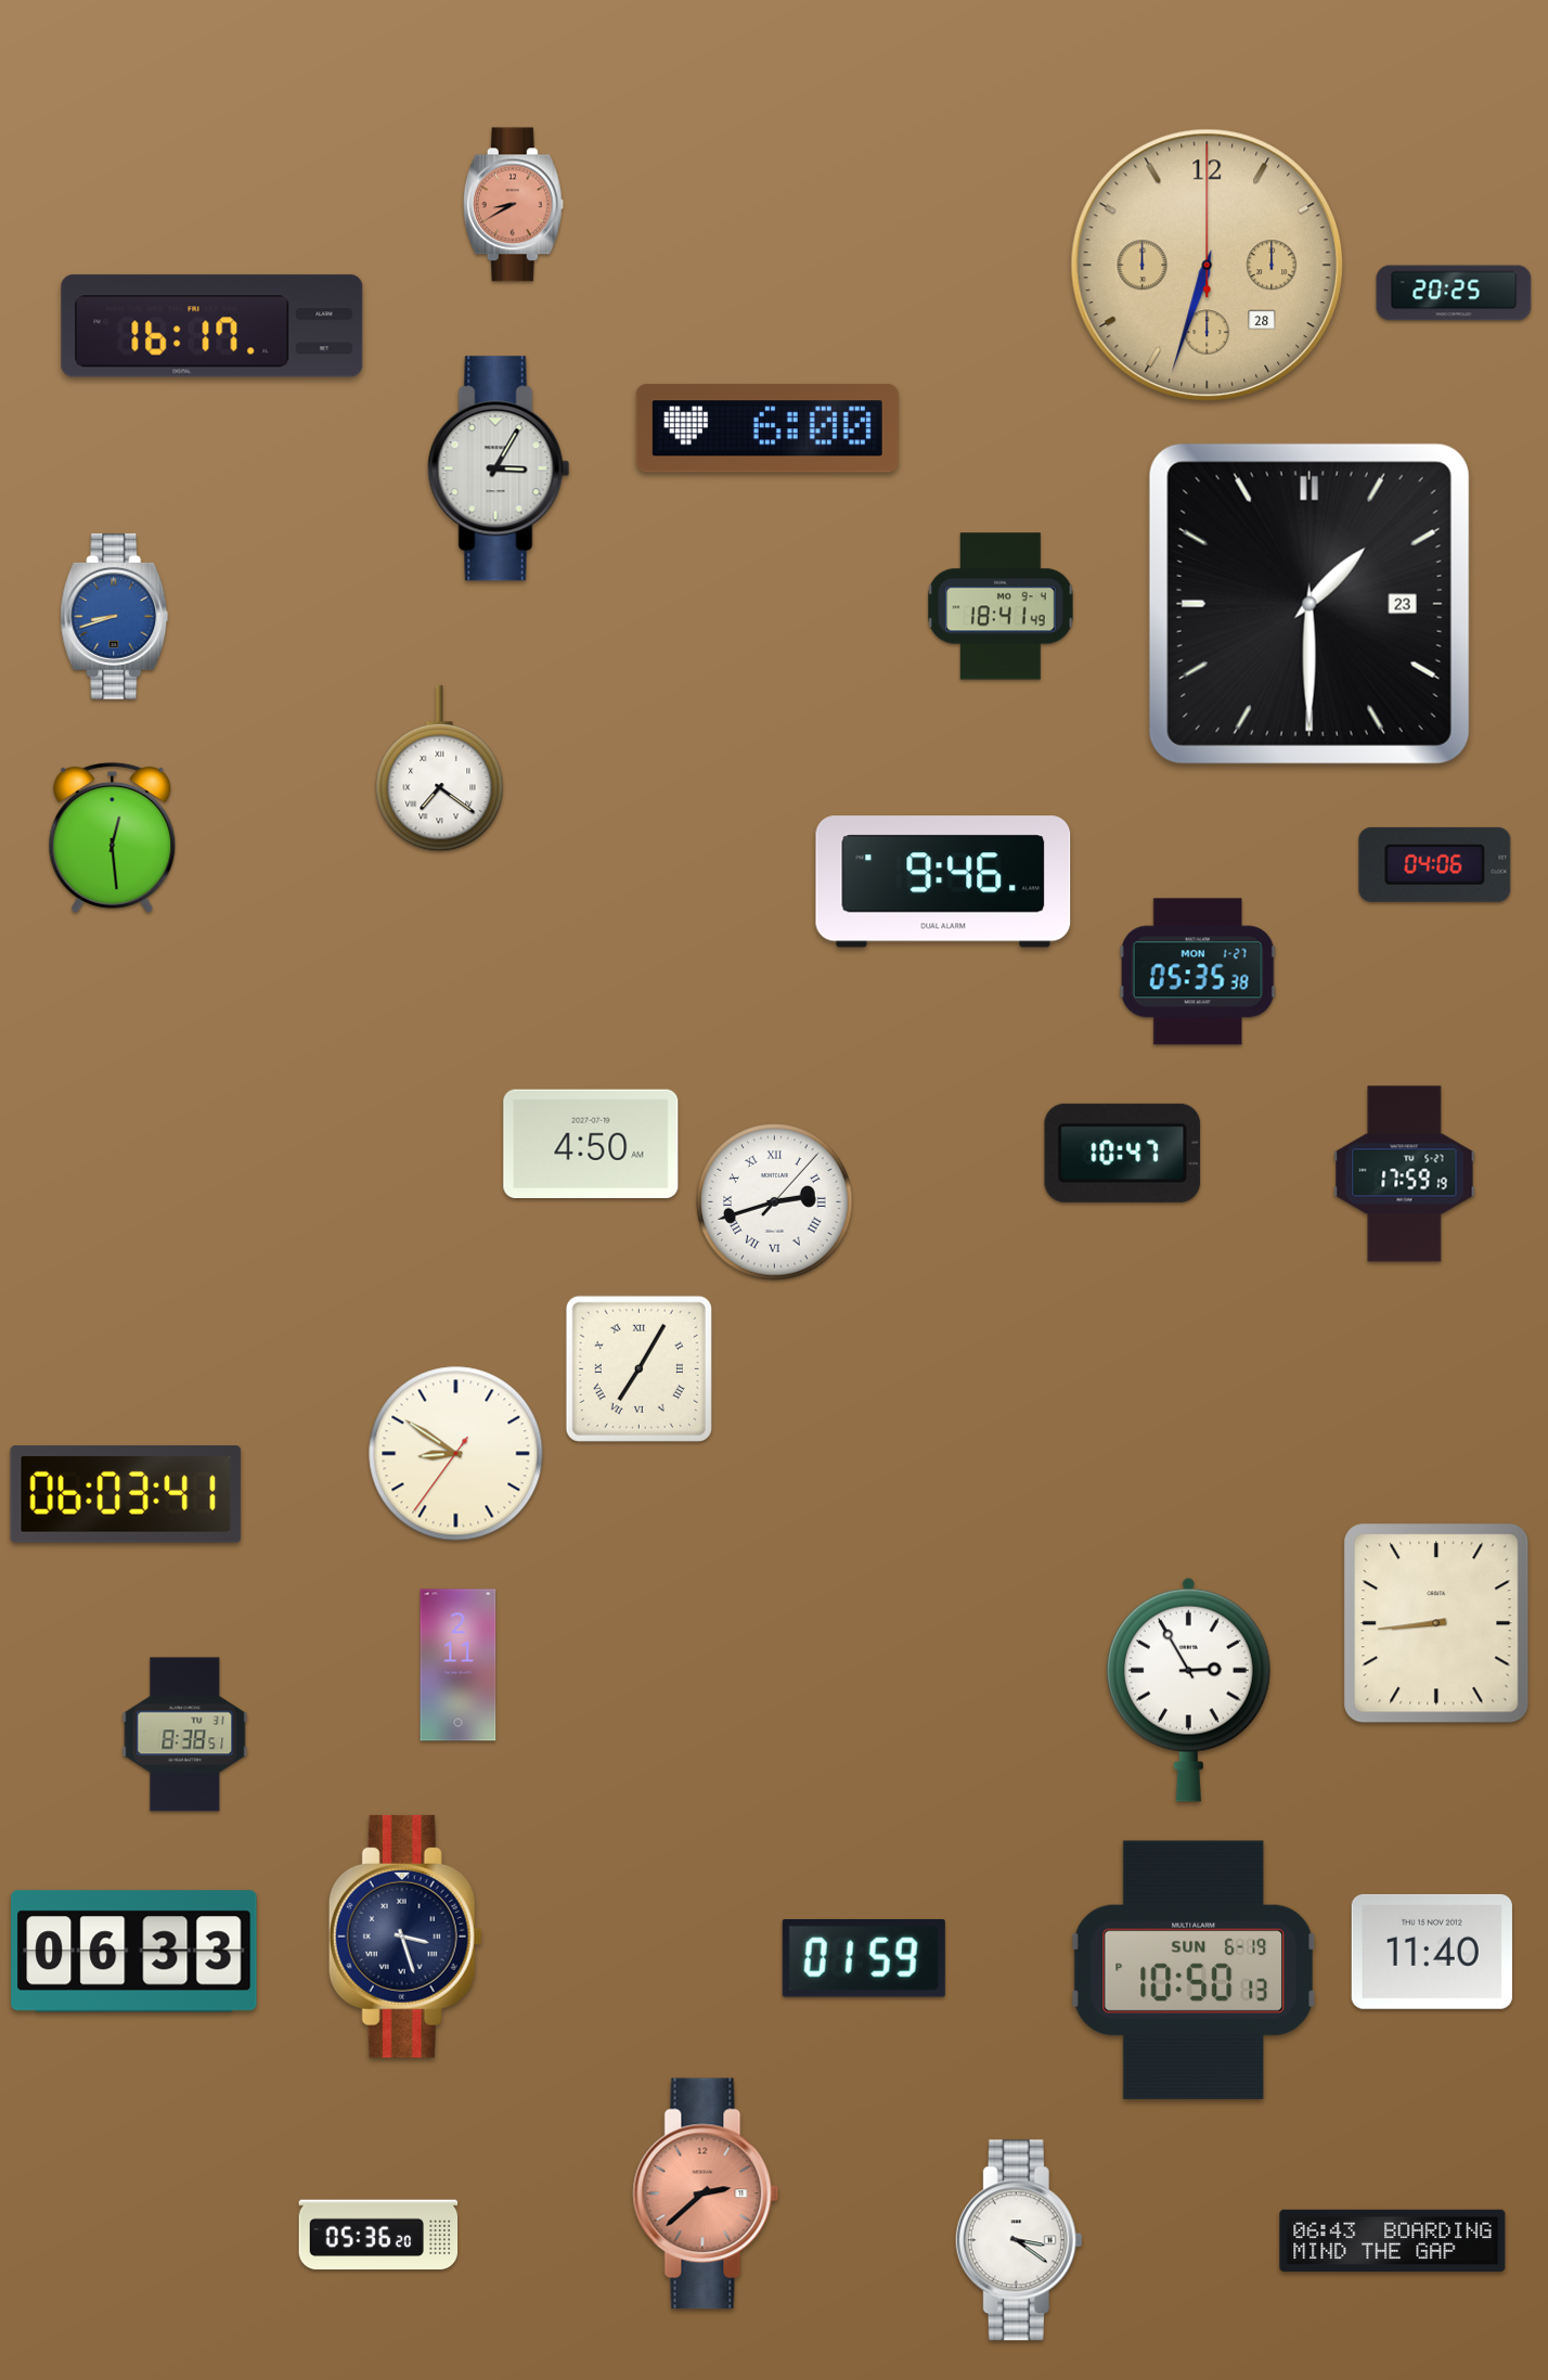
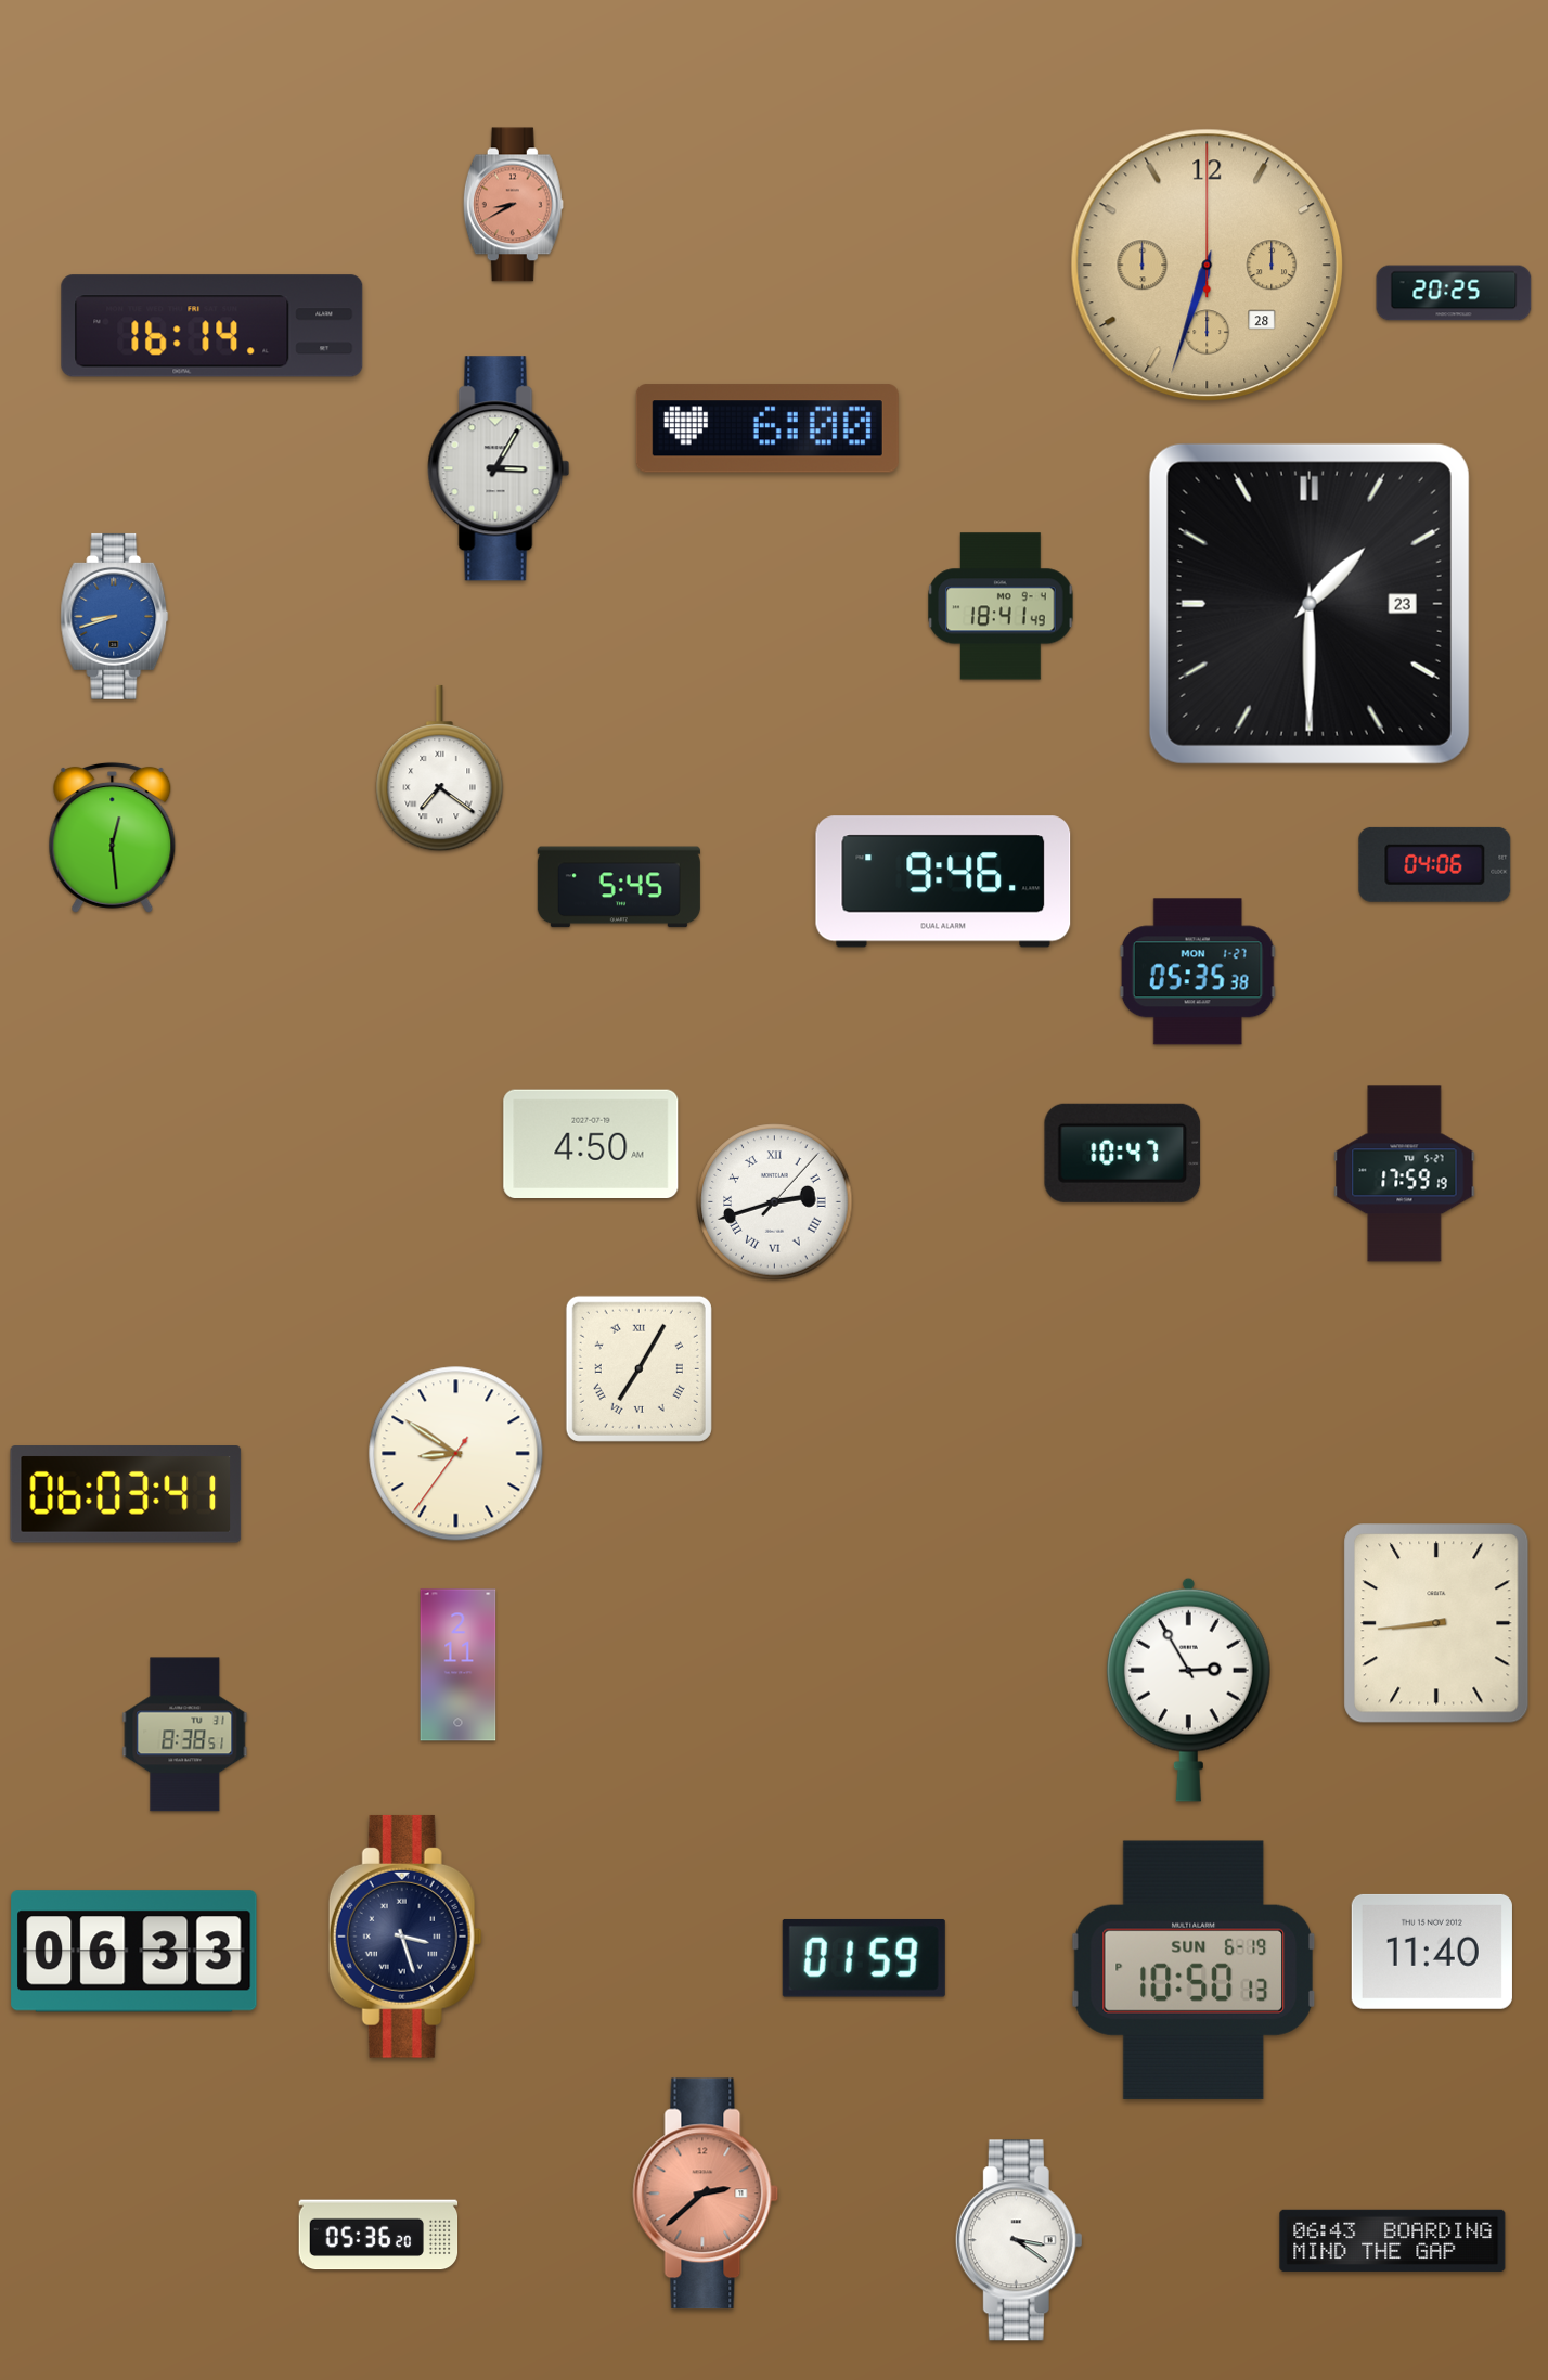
clock at (212, 326): 16:17 -> 16:14
clock at (619, 887): none -> 5:45
